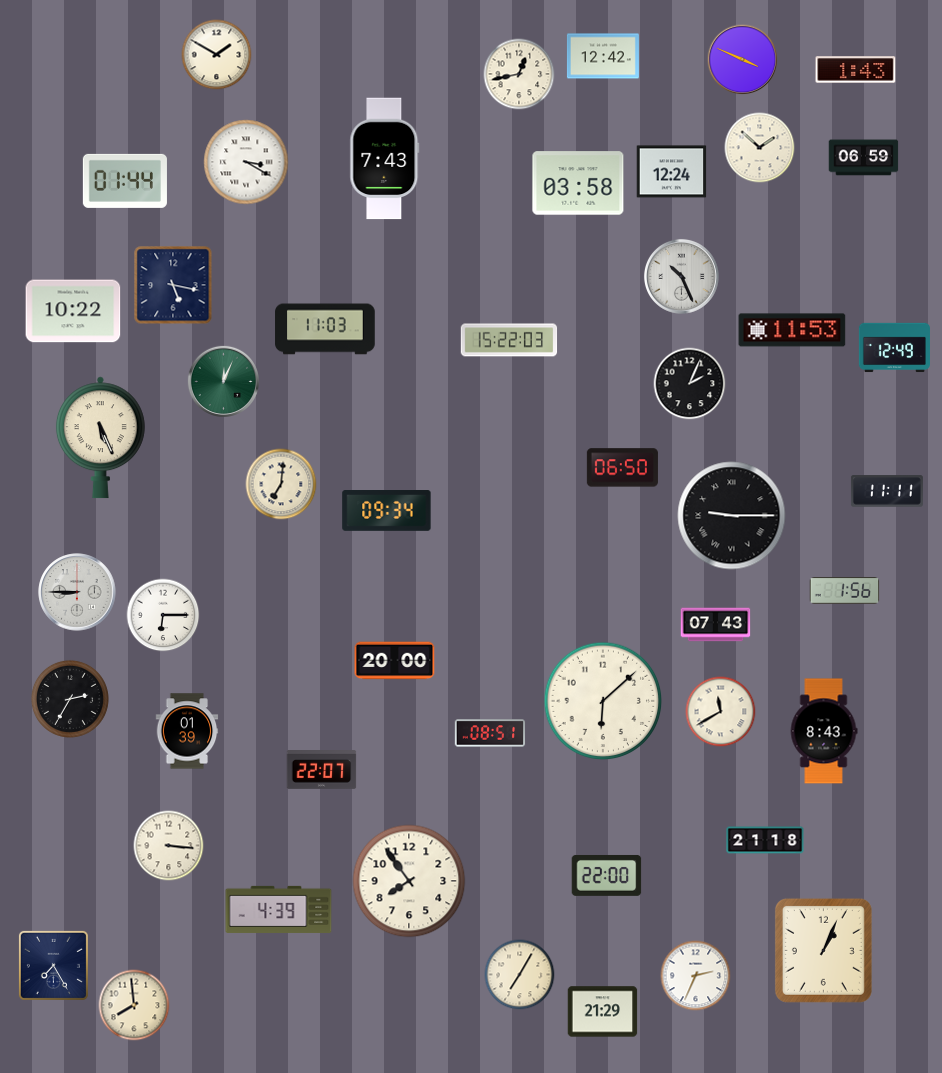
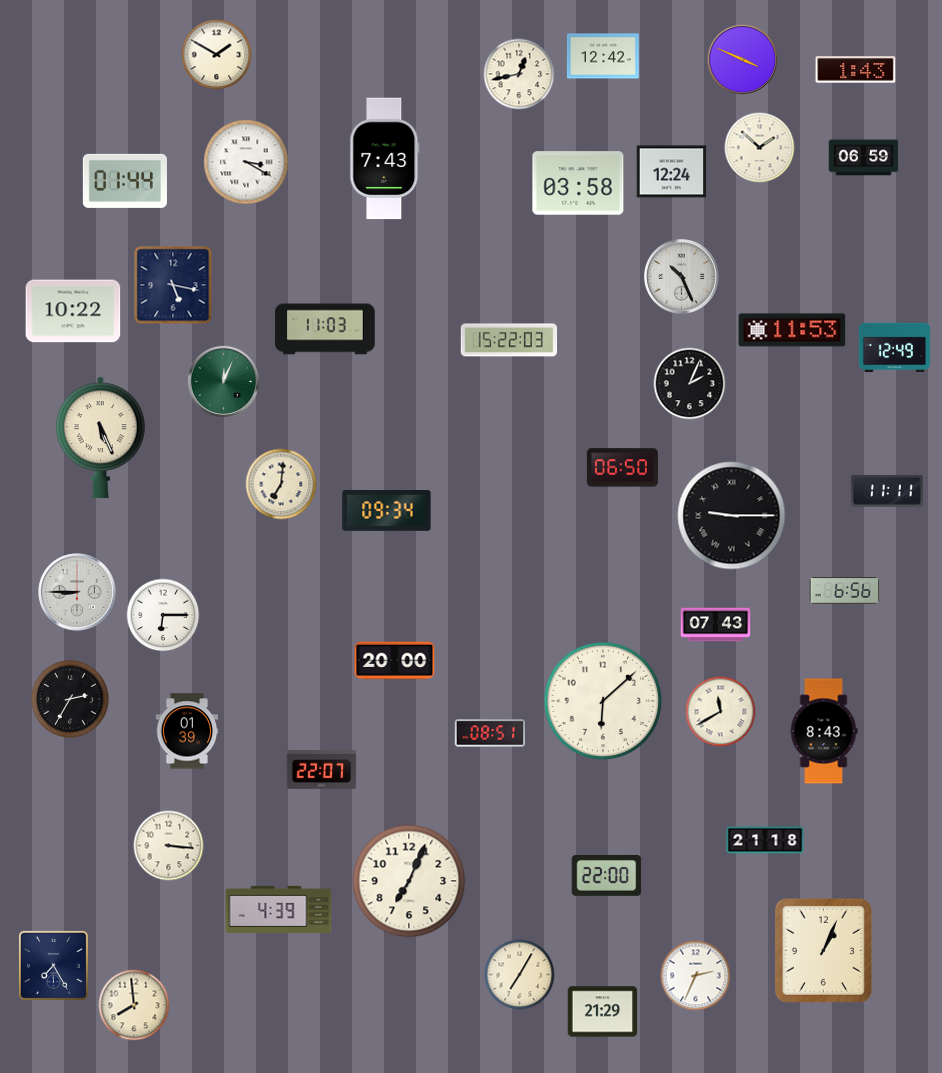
clock at (845, 591): 1:56 -> 6:56
clock at (409, 881): 7:54 -> 7:04
